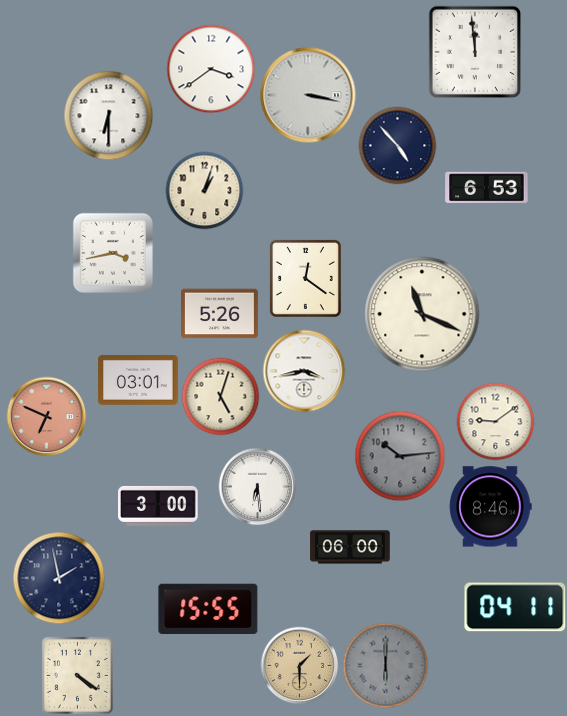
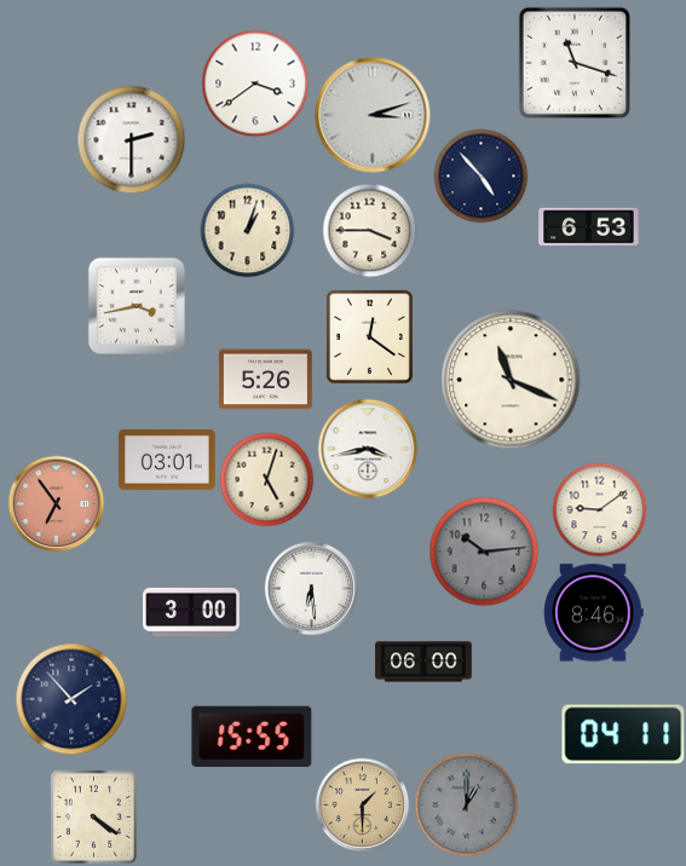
clock at (474, 51): 11:59 -> 11:18
clock at (308, 95): 3:17 -> 3:12
clock at (108, 115): 6:30 -> 2:30
clock at (369, 230): none -> 3:45
clock at (46, 416): 6:49 -> 6:54
clock at (59, 578): 1:58 -> 1:53
clock at (385, 665): 6:00 -> 1:00
